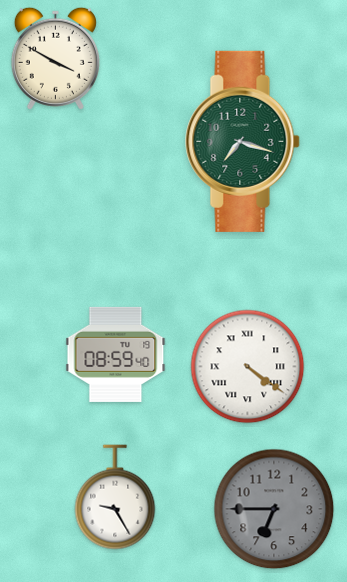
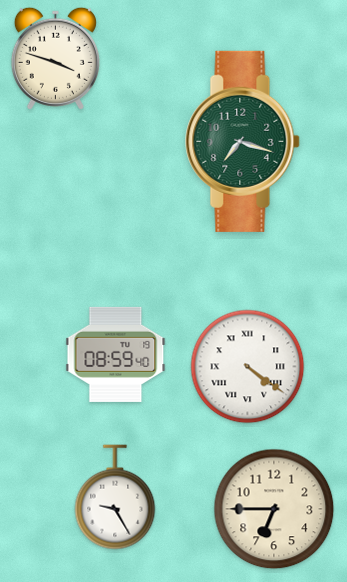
clock at (55, 58): 3:50 -> 3:48
clock at (274, 509) dial: grey -> cream
